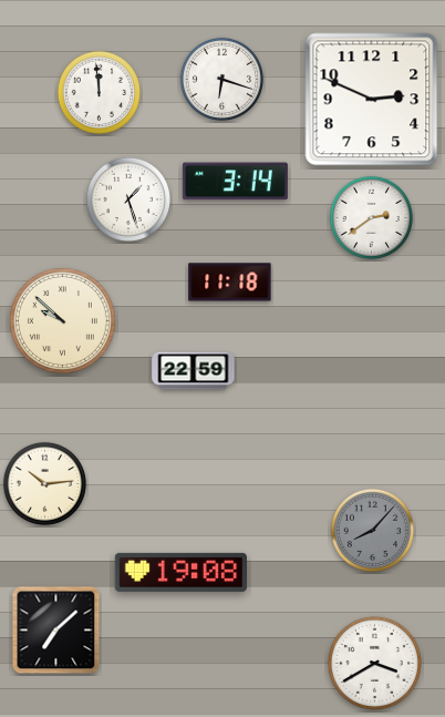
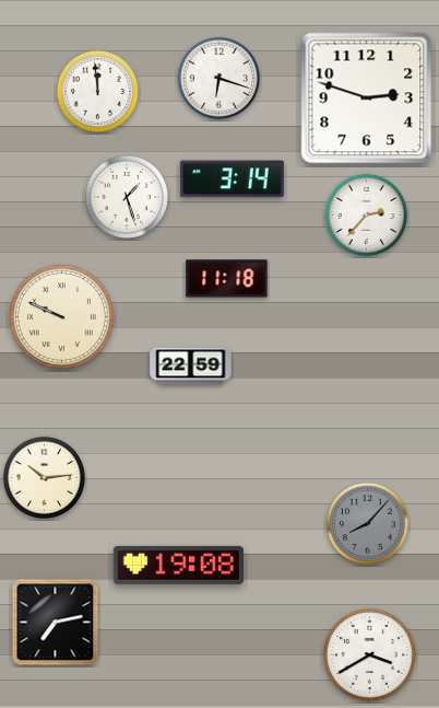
clock at (372, 100): 2:49 -> 2:48
clock at (371, 217): 2:39 -> 2:37
clock at (62, 320): 9:52 -> 9:49
clock at (56, 631): 7:08 -> 7:13
